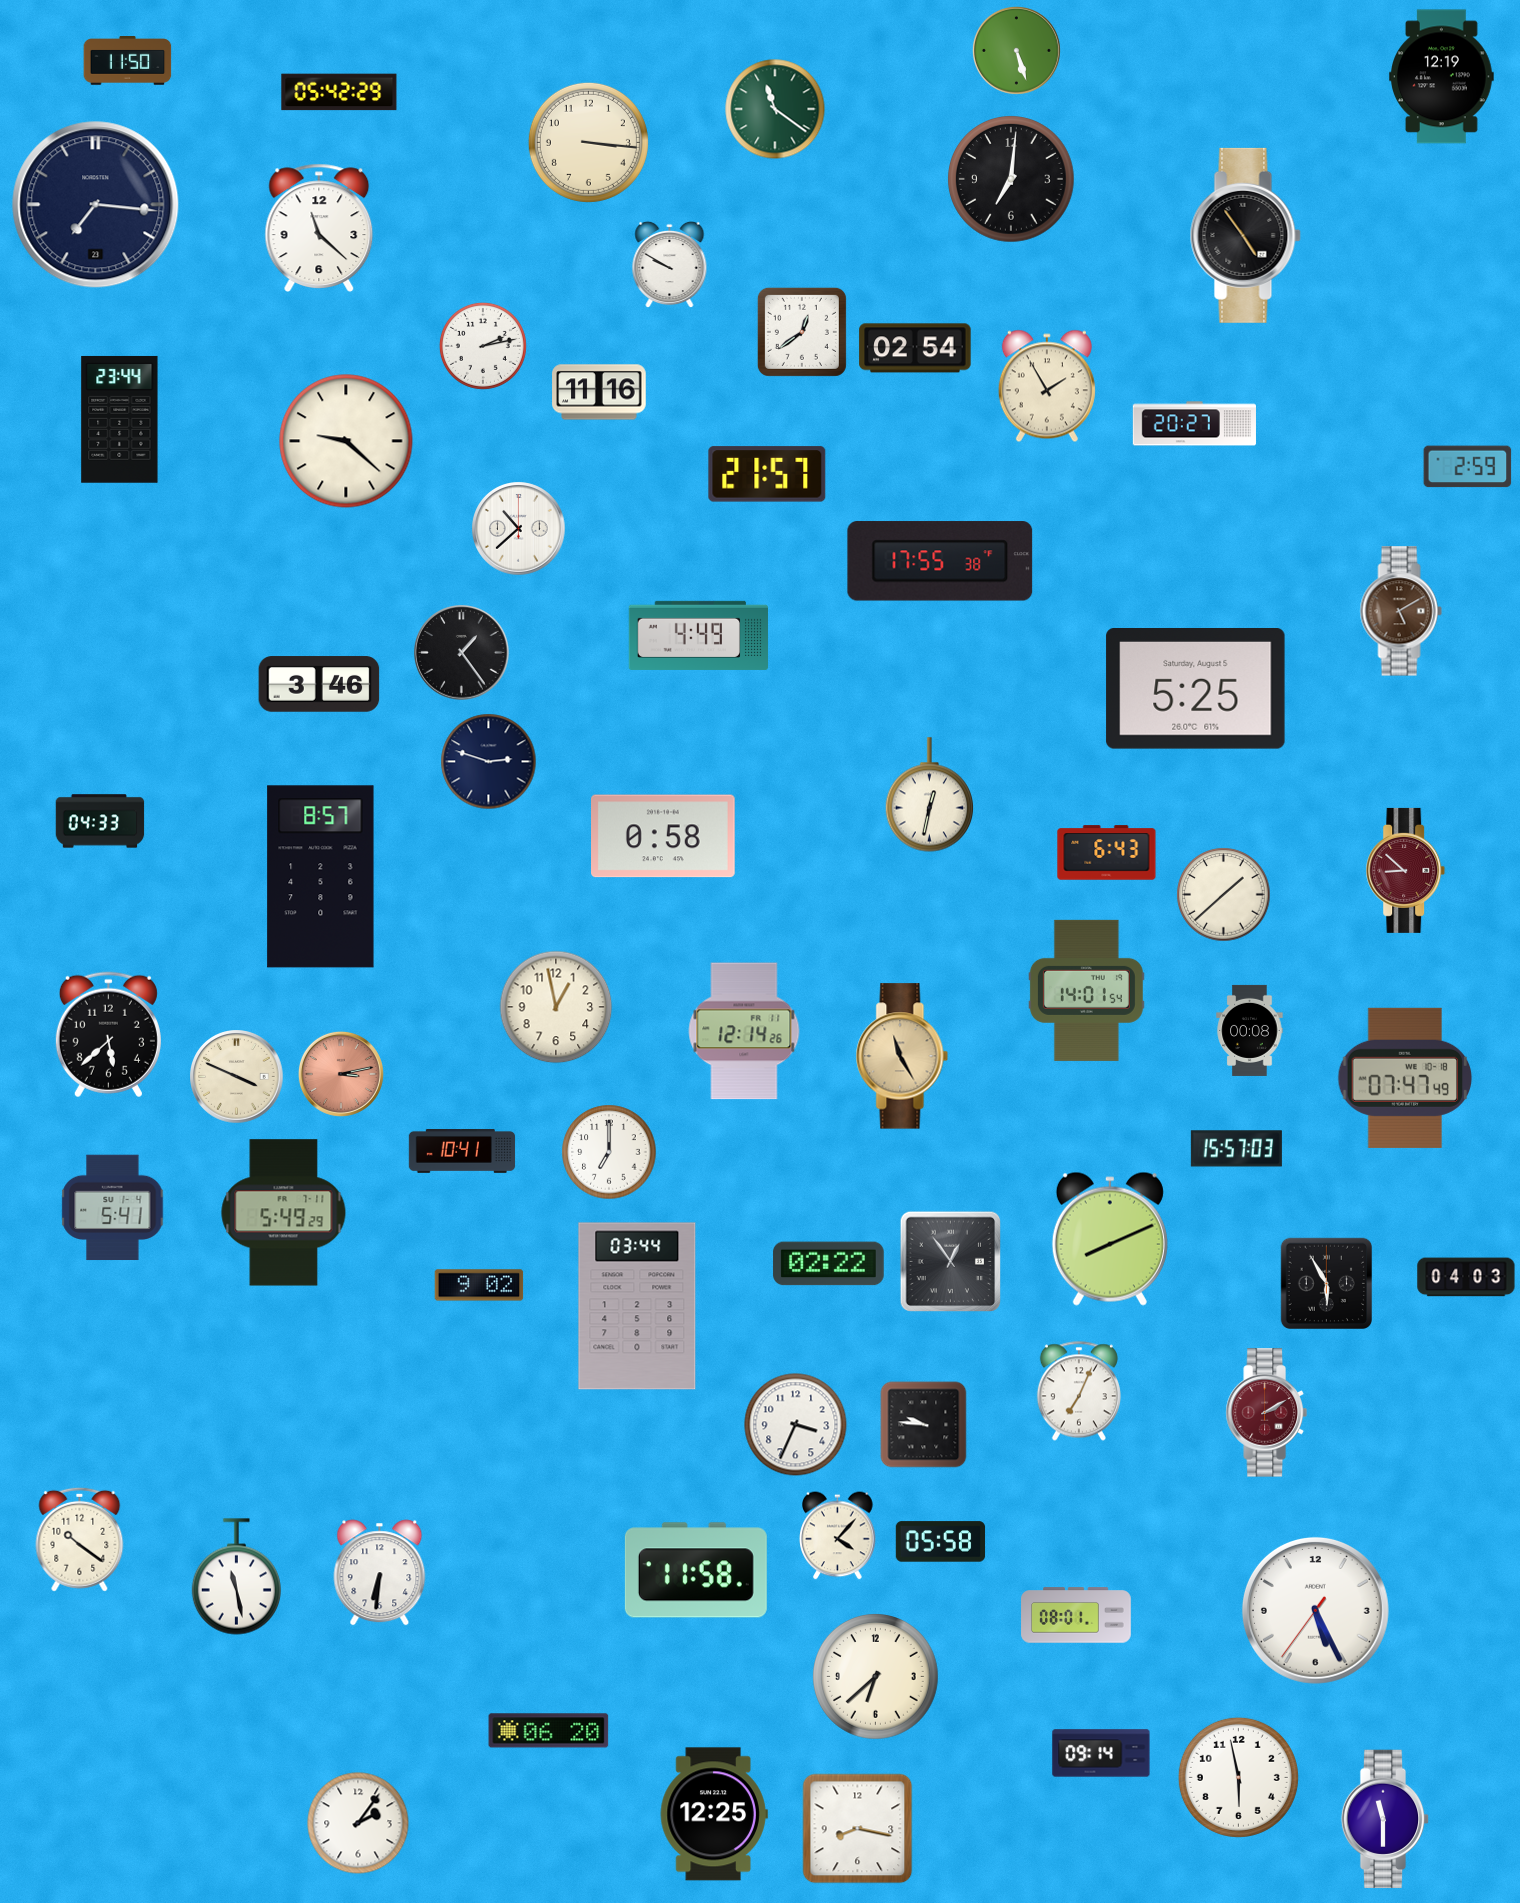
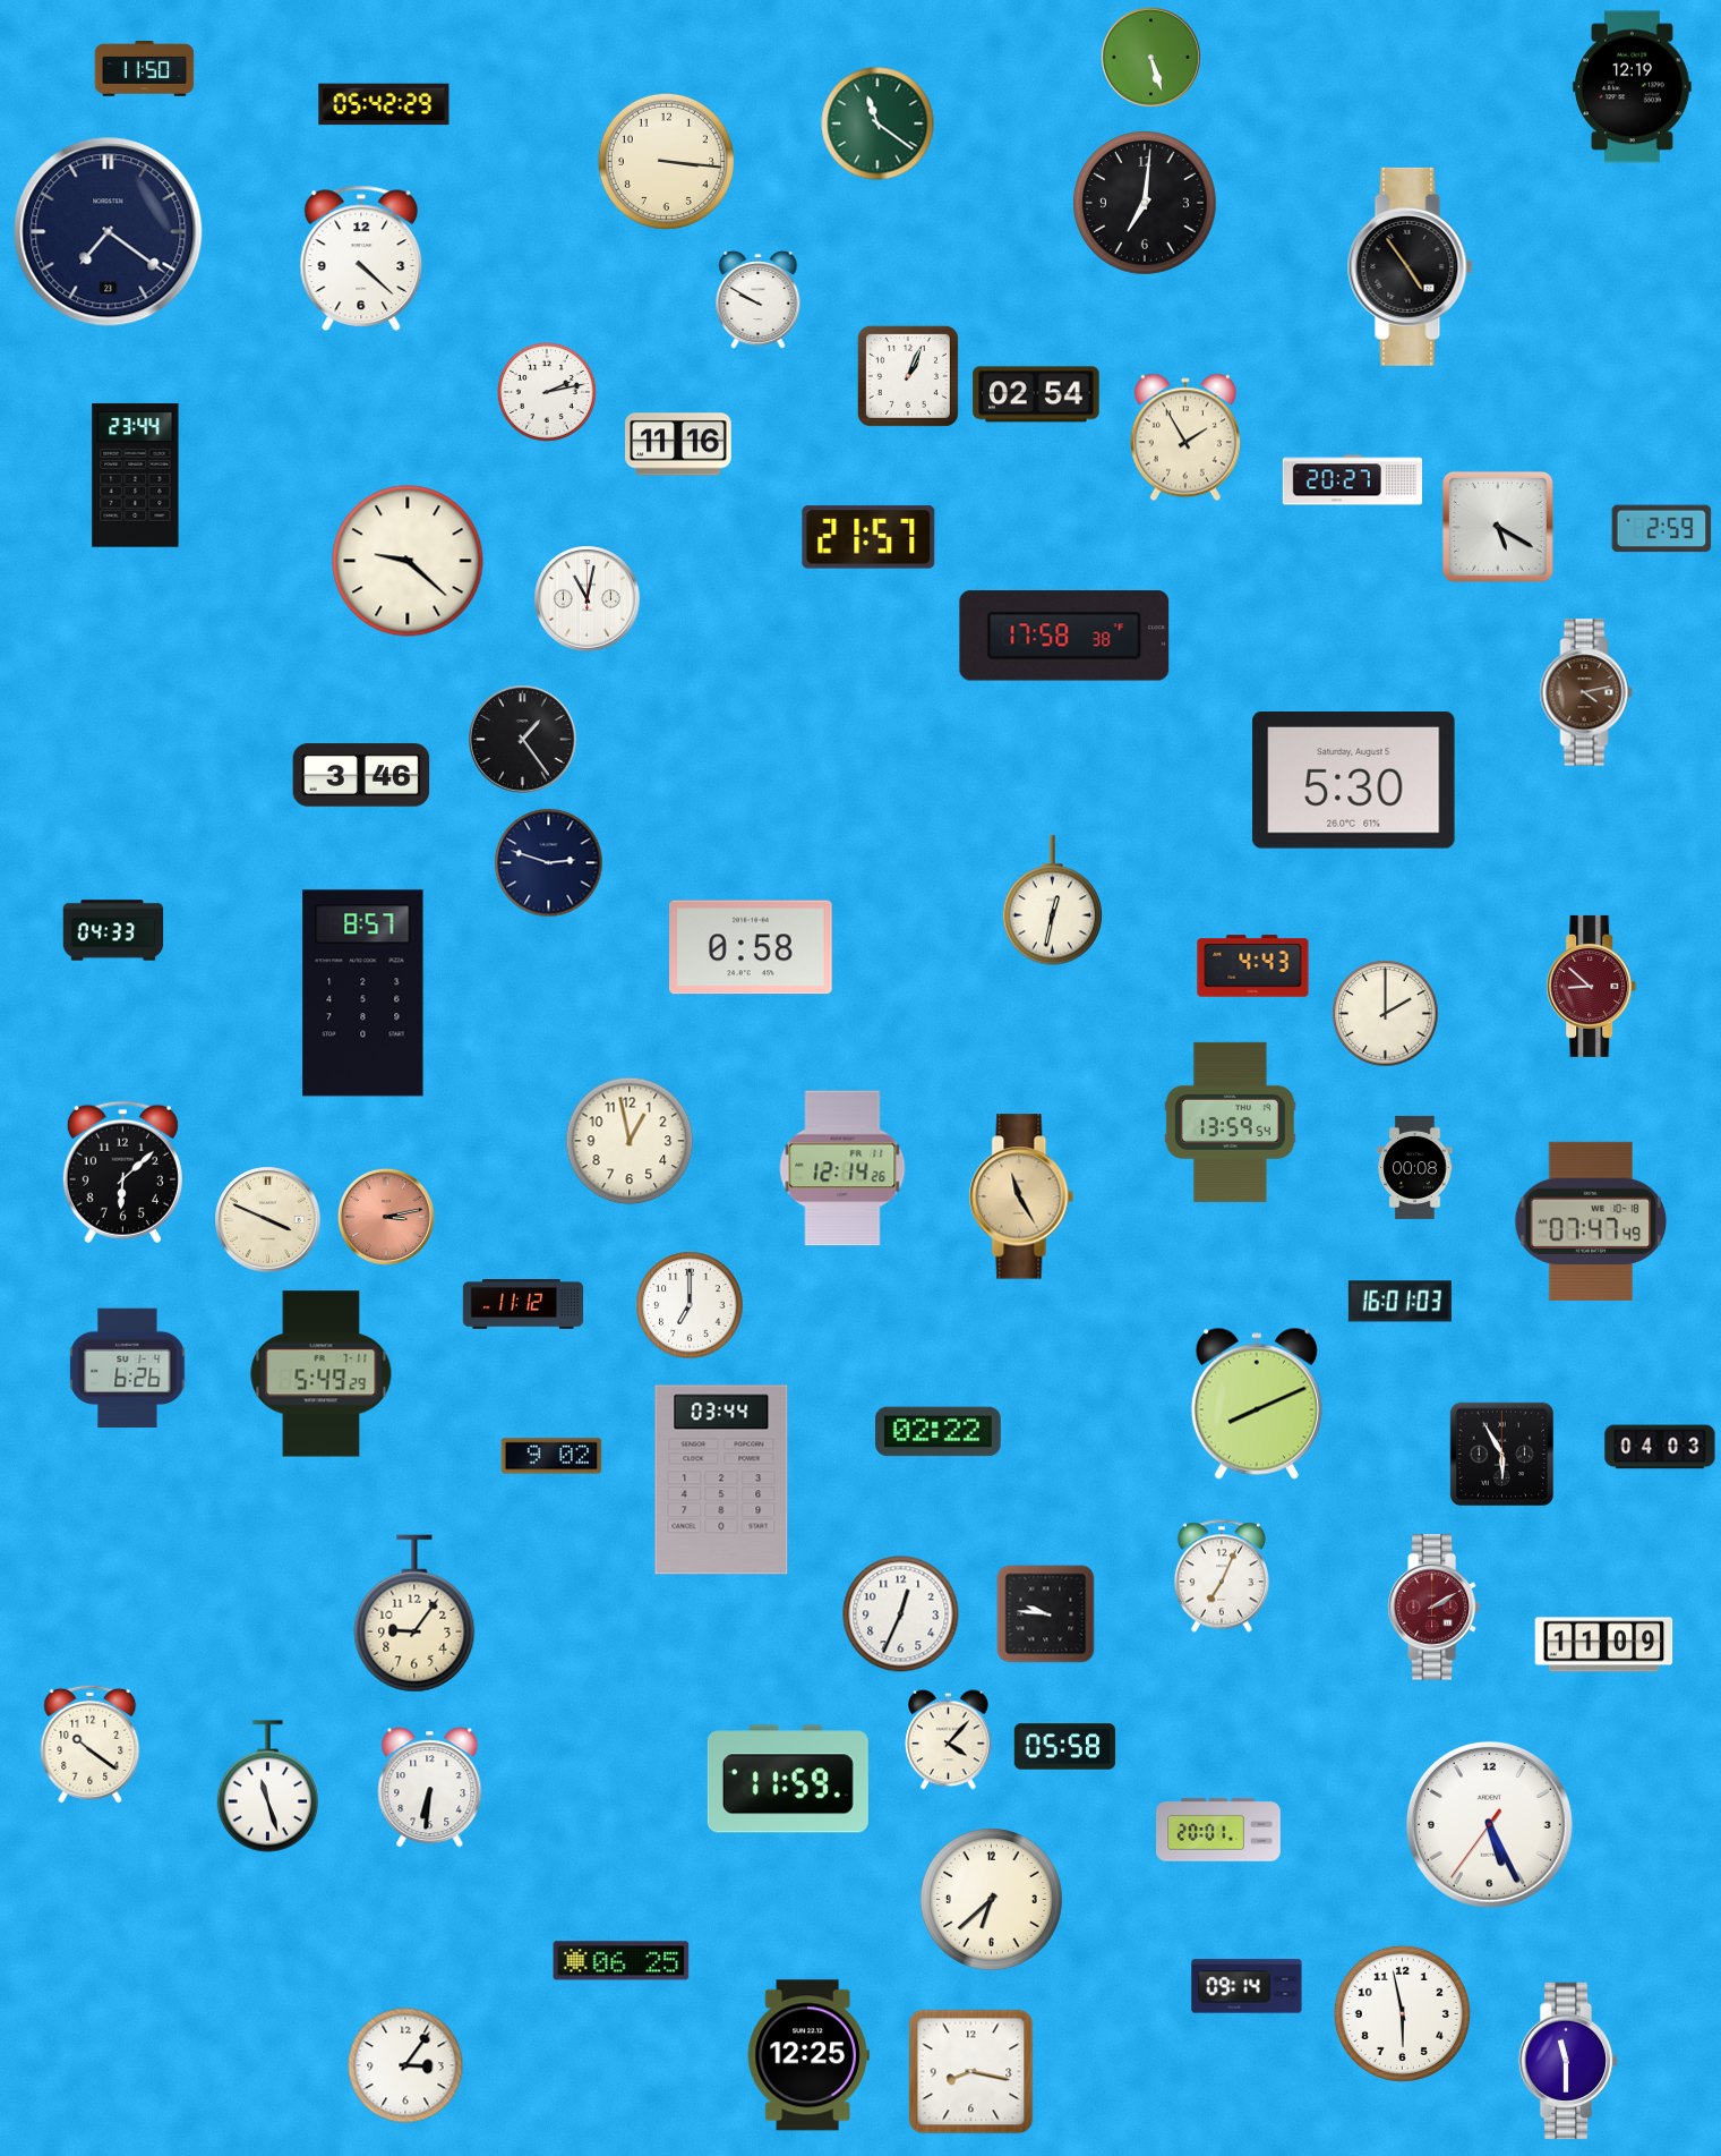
clock at (96, 205): 7:16 -> 7:21
clock at (319, 228): 11:22 -> 4:22
clock at (802, 332): 12:39 -> 1:04
clock at (346, 441) position: (346, 441) -> (408, 561)
clock at (1498, 527): none -> 5:20
clock at (519, 529): 10:38 -> 11:02
clock at (940, 561): 17:55 -> 17:58
clock at (1401, 611): 5:10 -> 4:13
clock at (698, 635): 4:49 -> none
clock at (1196, 689): 5:25 -> 5:30
clock at (489, 762) position: (489, 762) -> (549, 863)
clock at (1107, 853): 6:43 -> 4:43
clock at (1224, 895): 1:38 -> 2:00
clock at (1086, 990): 14:01 -> 13:59
clock at (108, 1035): 5:38 -> 6:08
clock at (1236, 1149): 15:57 -> 16:01
clock at (462, 1152): 10:41 -> 11:12
clock at (113, 1208): 5:41 -> 6:26
clock at (951, 1262): 12:54 -> none
clock at (479, 1285) position: (479, 1285) -> (551, 1456)
clock at (1266, 1413) position: (1266, 1413) -> (1433, 1608)
clock at (414, 1613): none -> 9:06
clock at (796, 1425): 3:34 -> 12:34
clock at (1604, 1645): none -> 11:09
clock at (696, 1570): 11:58 -> 11:59
clock at (380, 1573) position: (380, 1573) -> (430, 1788)
clock at (236, 1577): 11:28 -> 11:27
clock at (1076, 1615): 08:01 -> 20:01
clock at (549, 1731): 06:20 -> 06:25
clock at (358, 1823): 2:06 -> 3:06
